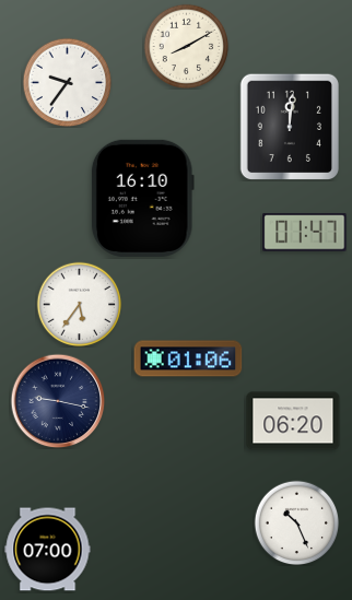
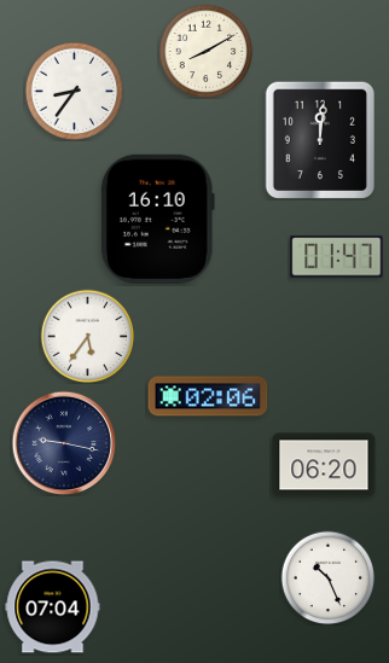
clock at (67, 82): 9:36 -> 8:36
clock at (188, 358): 01:06 -> 02:06
clock at (48, 550): 07:00 -> 07:04
